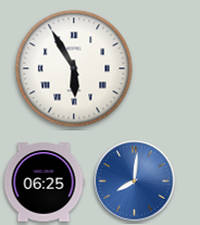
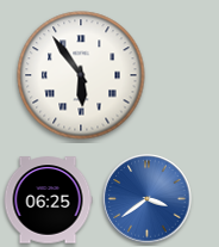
clock at (74, 68): 5:55 -> 5:54
clock at (135, 182): 8:01 -> 3:39
